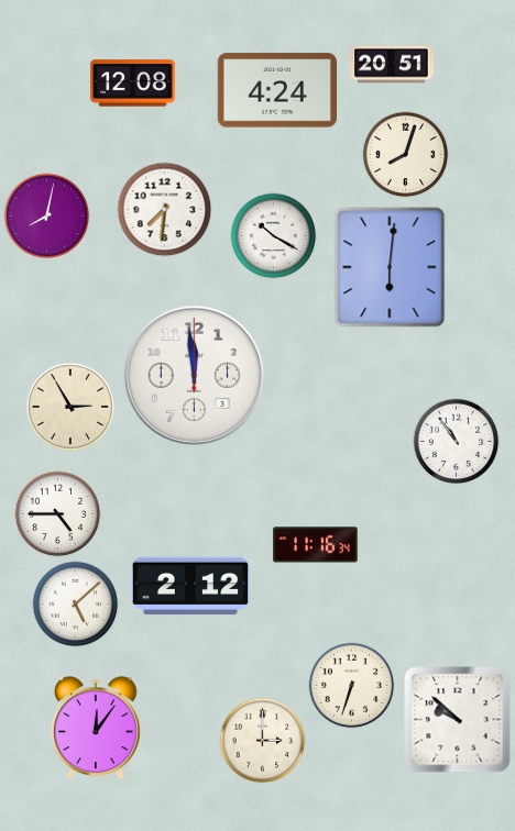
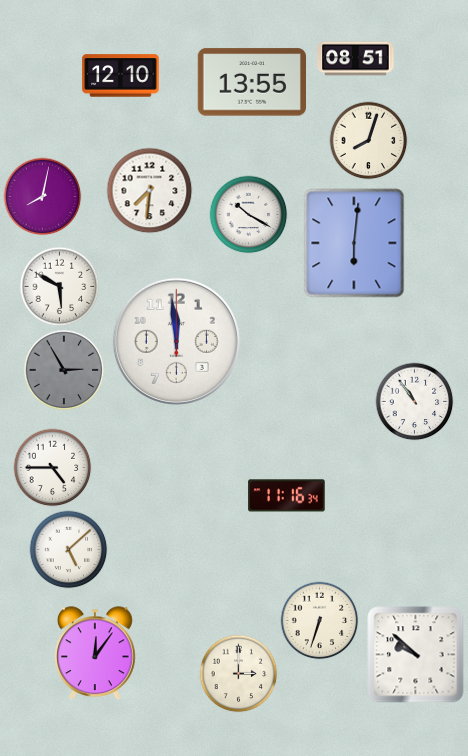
clock at (392, 65): 20:51 -> 08:51
clock at (133, 84): 12:08 -> 12:10
clock at (276, 90): 4:24 -> 13:55
clock at (59, 286): none -> 5:50
clock at (70, 407) dial: cream -> grey
clock at (190, 586): 2:12 -> none
clock at (351, 685) position: (351, 685) -> (319, 620)
clock at (97, 728) position: (97, 728) -> (96, 653)
